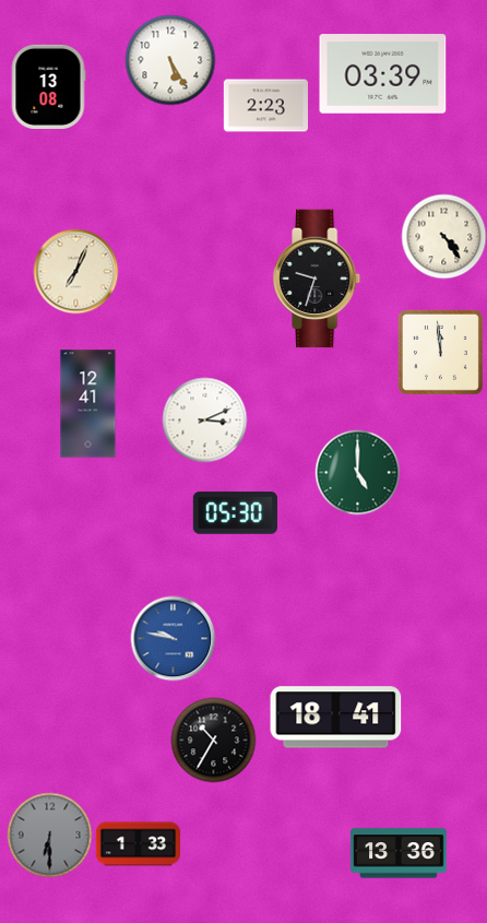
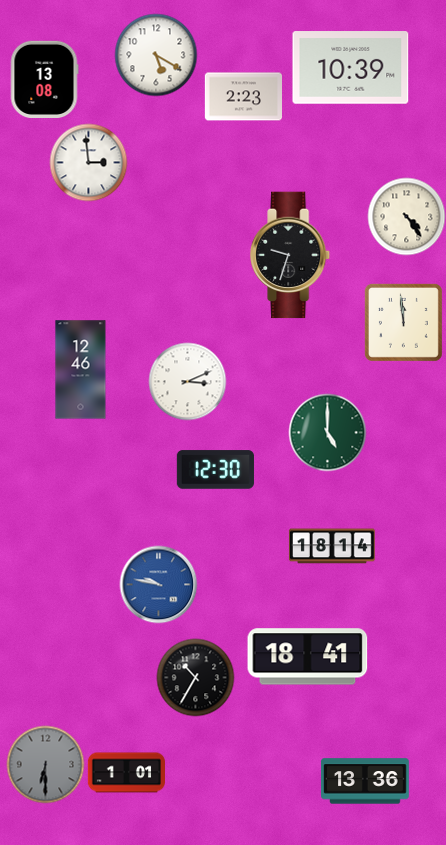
clock at (170, 60): 5:25 -> 5:20
clock at (383, 74): 03:39 -> 10:39
clock at (88, 162): none -> 2:59
clock at (75, 271): 7:04 -> none
clock at (88, 404): 12:41 -> 12:46
clock at (204, 419) position: (204, 419) -> (187, 381)
clock at (235, 513): 05:30 -> 12:30
clock at (332, 546): none -> 18:14
clock at (138, 844): 1:33 -> 1:01
